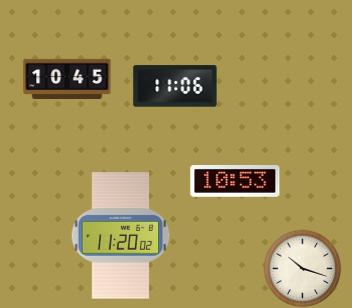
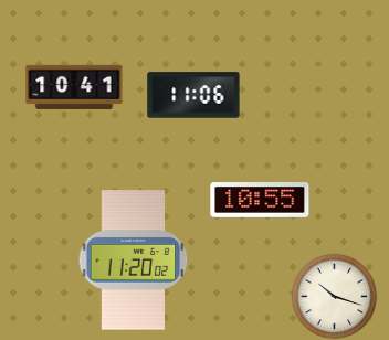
clock at (67, 78): 10:45 -> 10:41
clock at (235, 182): 10:53 -> 10:55
